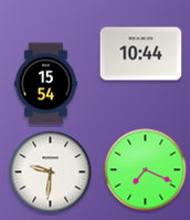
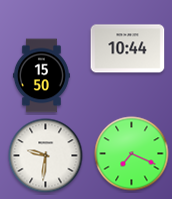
clock at (45, 84): 15:54 -> 15:50
